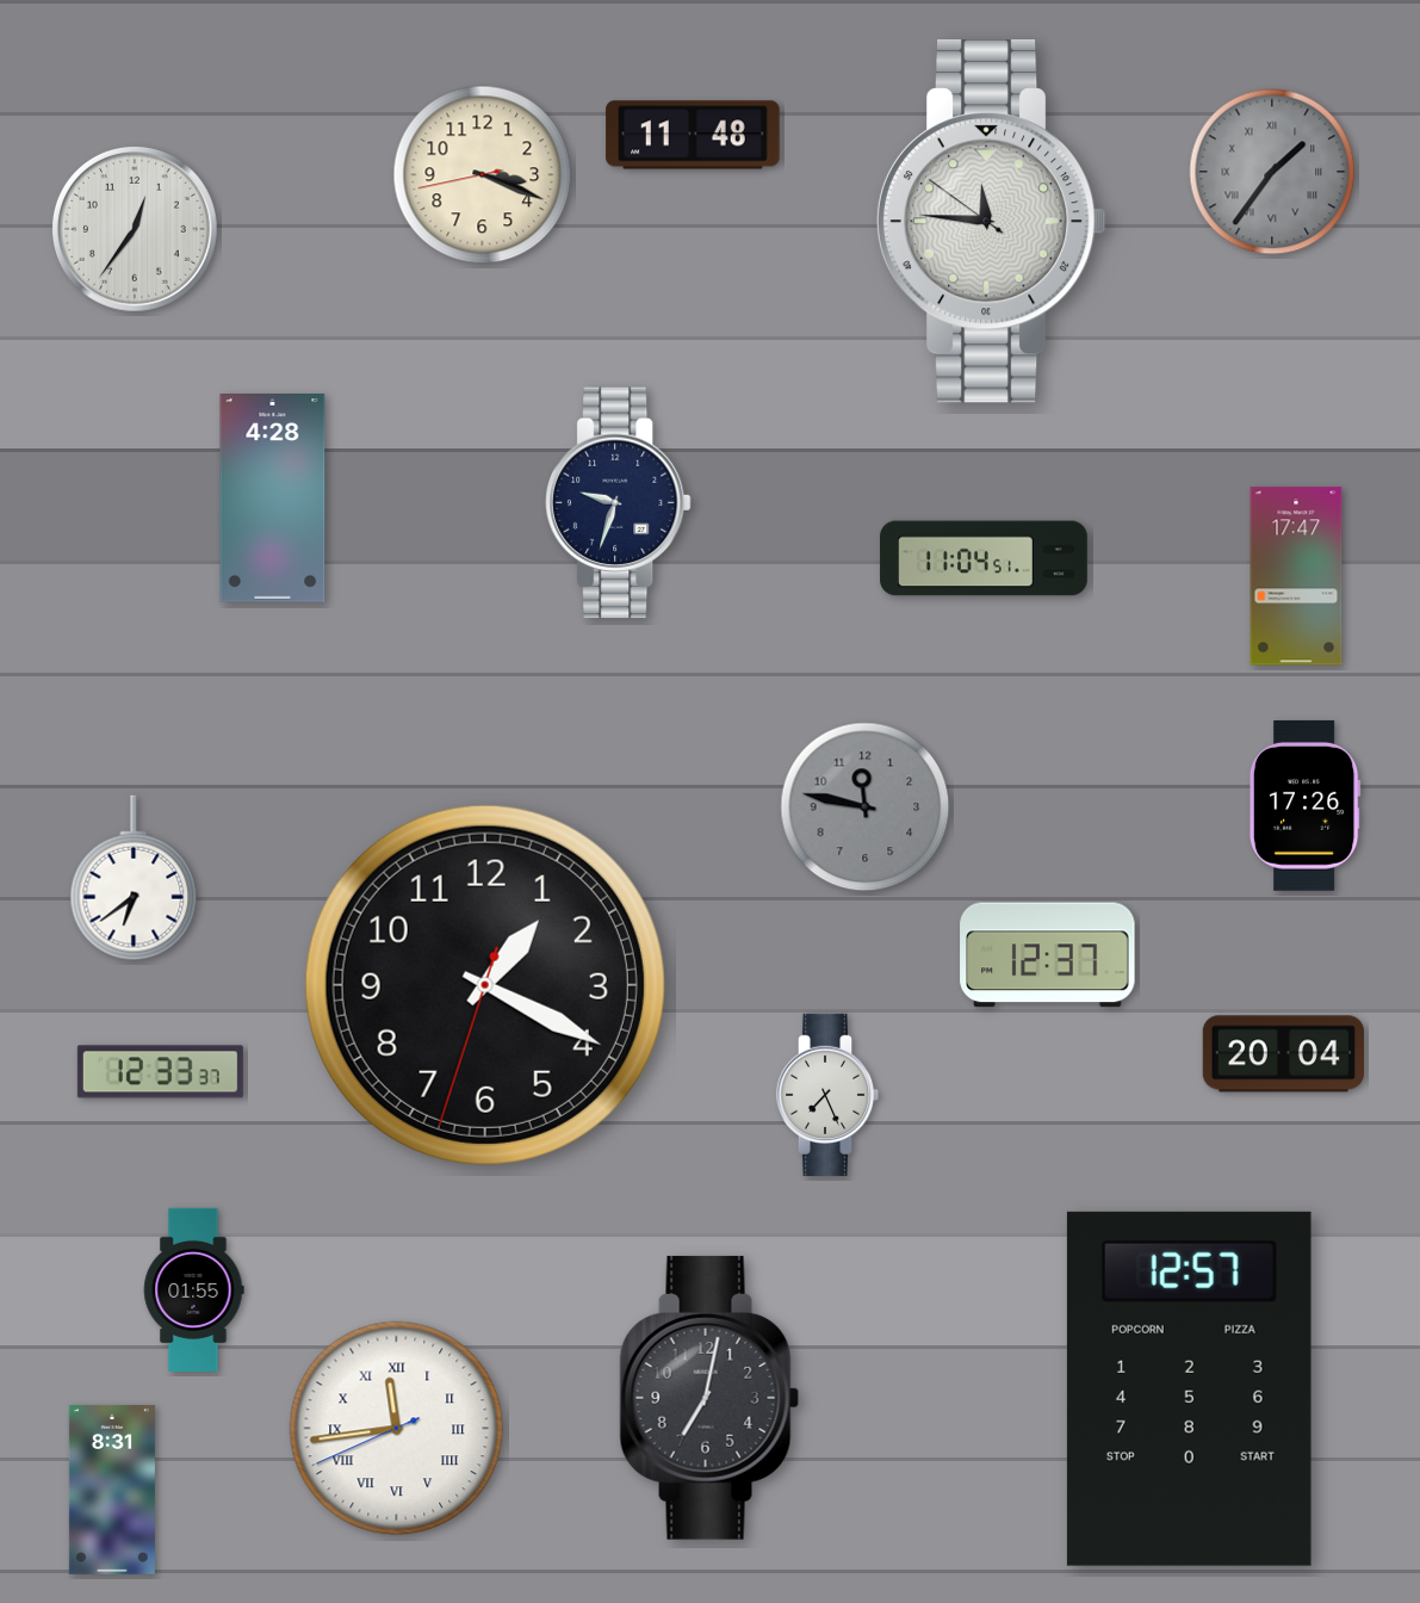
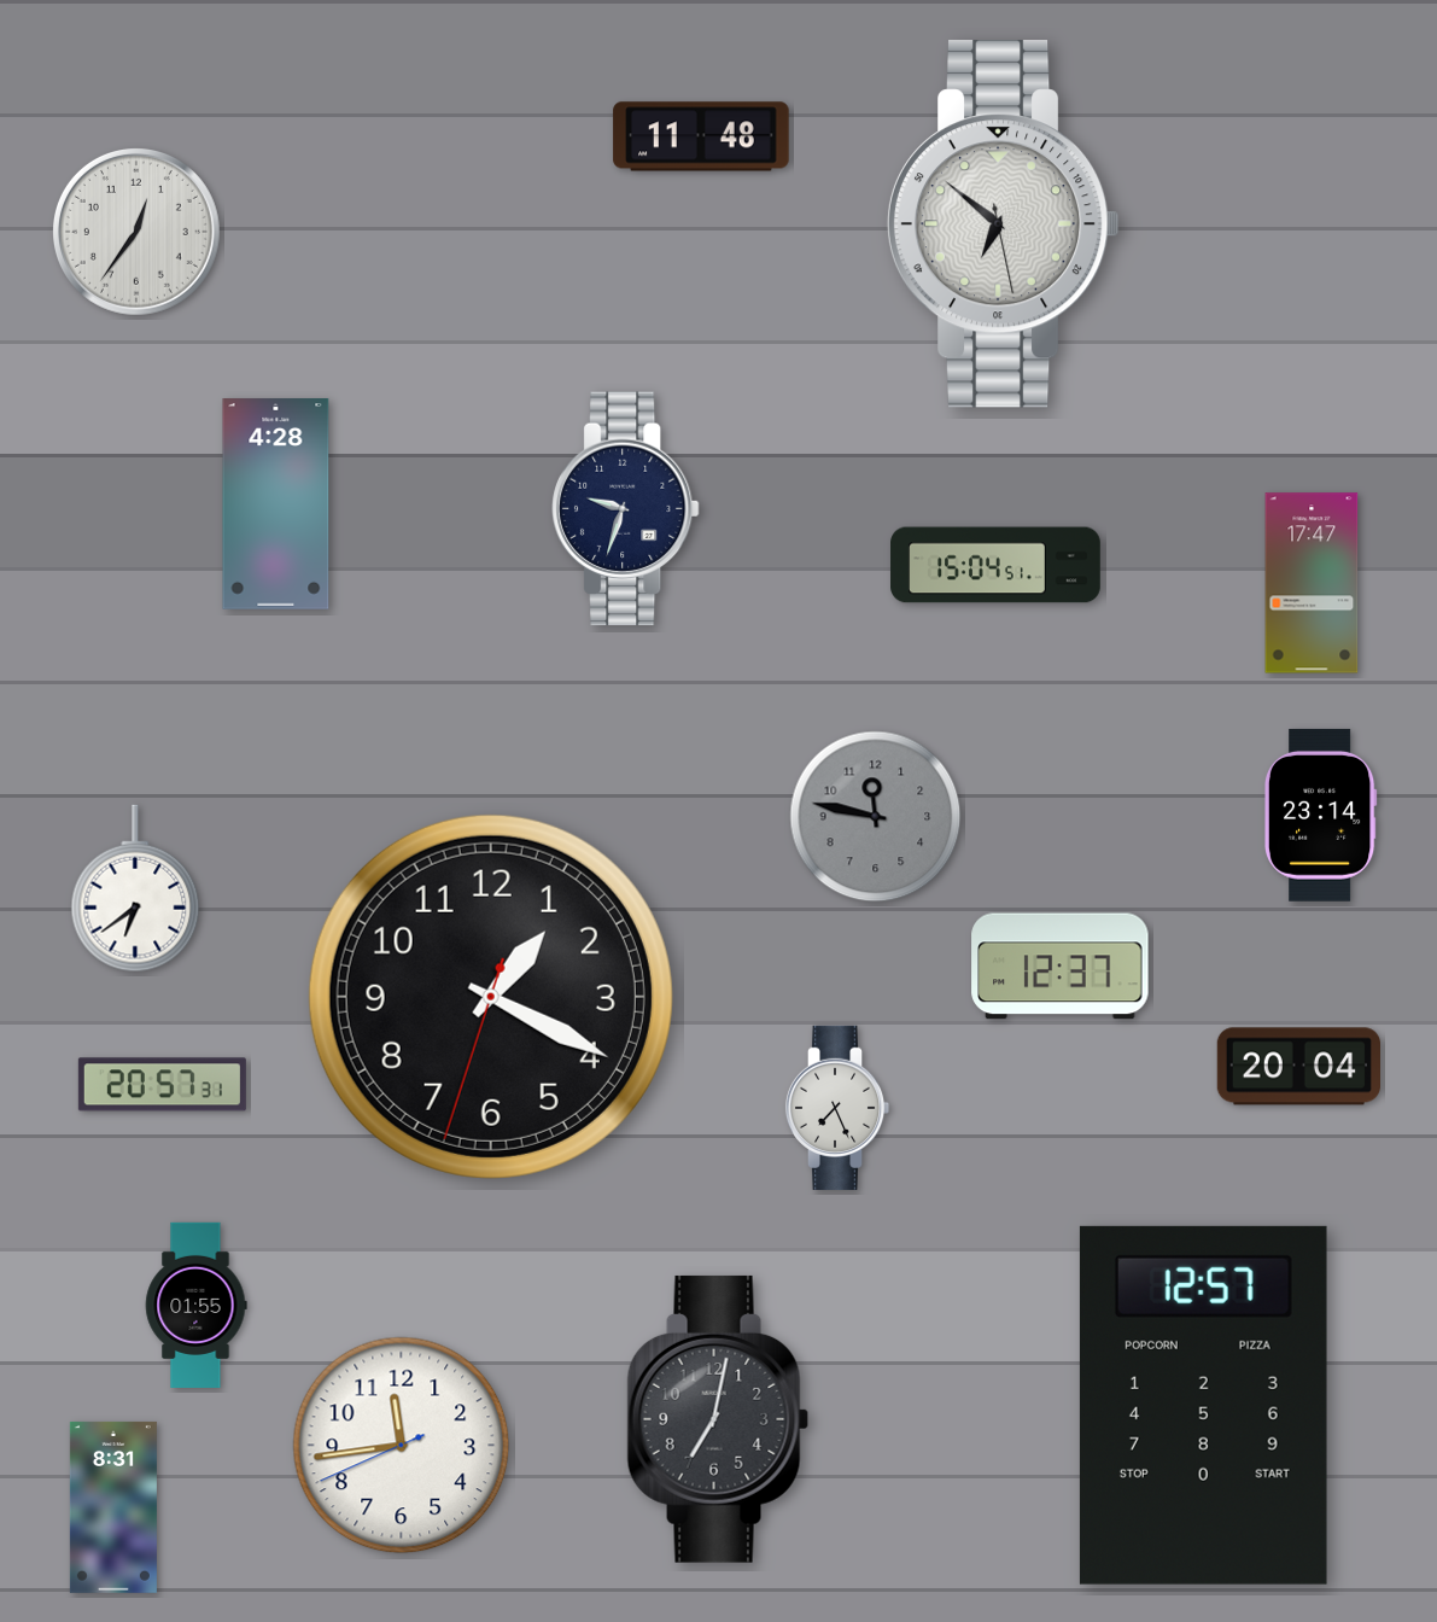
clock at (1272, 172): 1:36 -> none
clock at (483, 175): 3:18 -> none
clock at (991, 222): 11:45 -> 6:51
clock at (984, 558): 11:04 -> 15:04
clock at (1304, 805): 17:26 -> 23:14
clock at (160, 1072): 12:33 -> 20:57
clock at (709, 1398) position: (709, 1398) -> (718, 1419)
clock at (397, 1429) numerals: Roman -> Arabic
